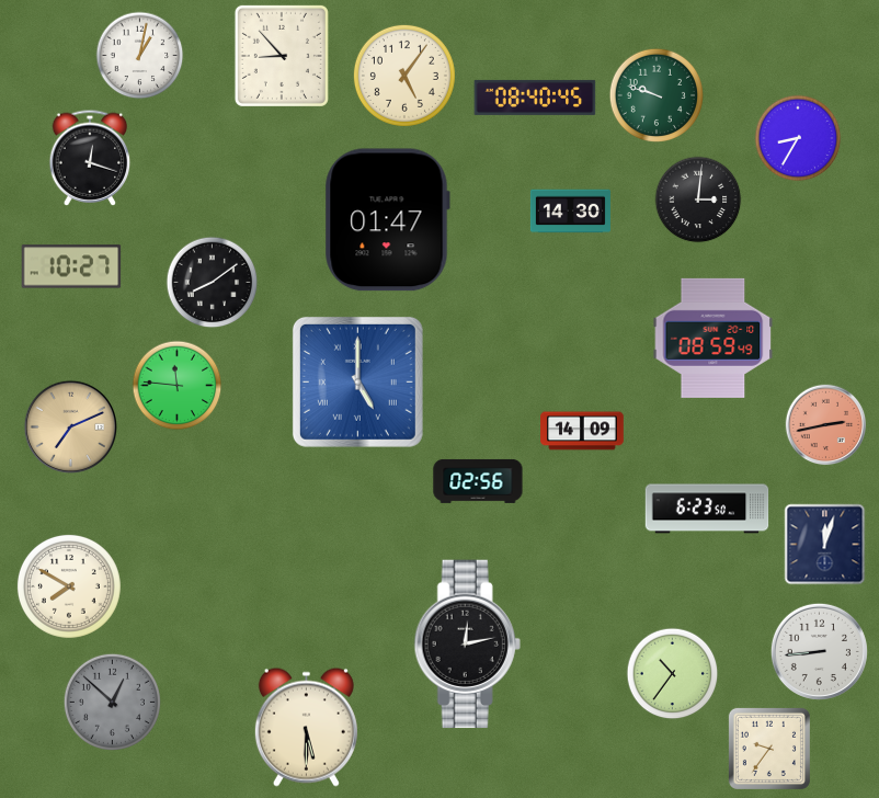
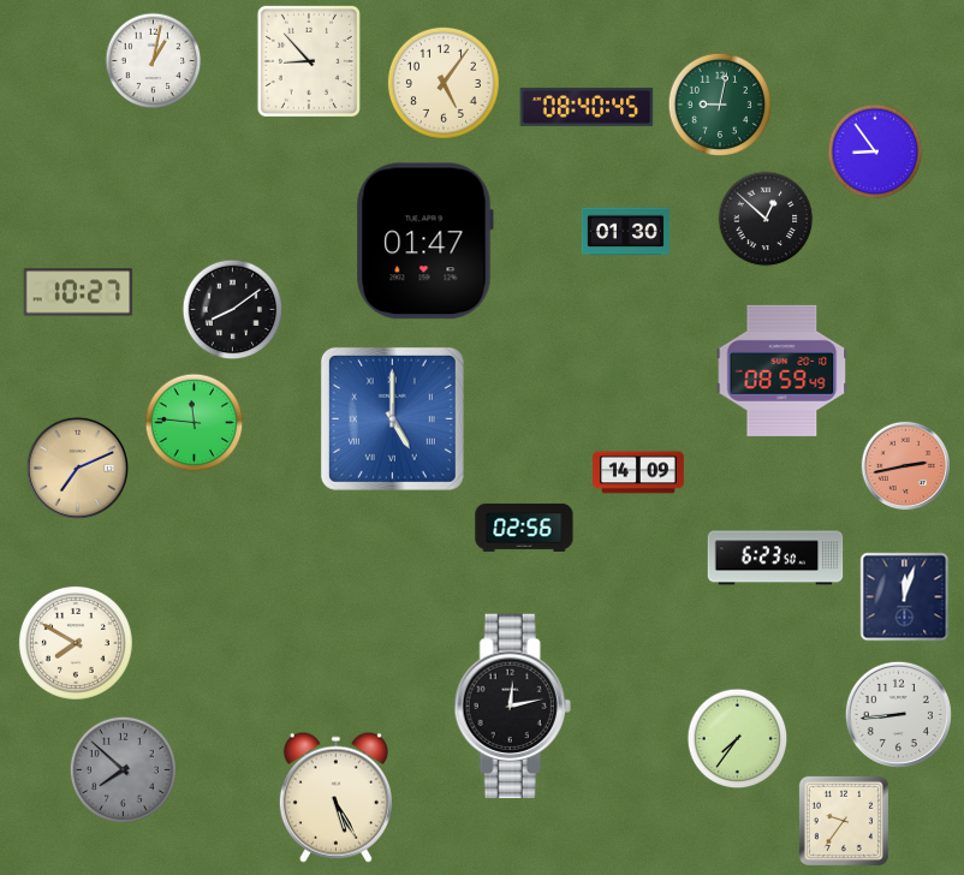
clock at (655, 94): 9:48 -> 9:02
clock at (798, 138): 8:35 -> 8:54
clock at (90, 158): 12:18 -> none
clock at (698, 200): 3:01 -> 12:52
clock at (570, 212): 14:30 -> 01:30
clock at (673, 674): 10:36 -> 7:36
clock at (112, 702): 12:52 -> 7:52
clock at (306, 727): 5:30 -> 5:25
